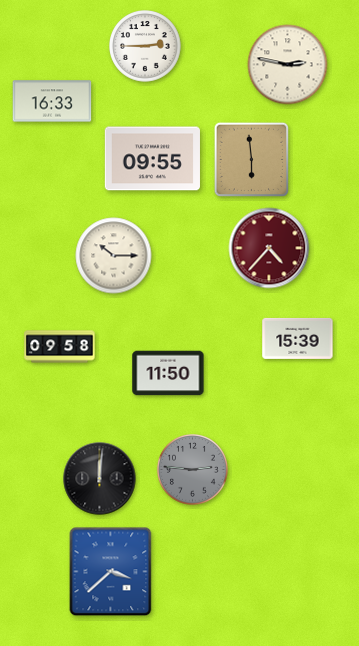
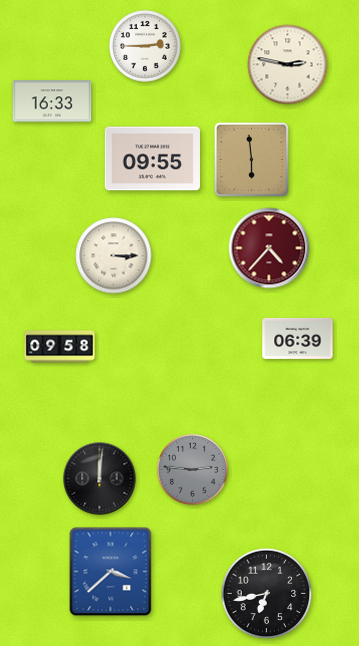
clock at (114, 256): 10:15 -> 3:15
clock at (298, 338): 15:39 -> 06:39
clock at (168, 373): 11:50 -> none
clock at (267, 594): none -> 6:43
